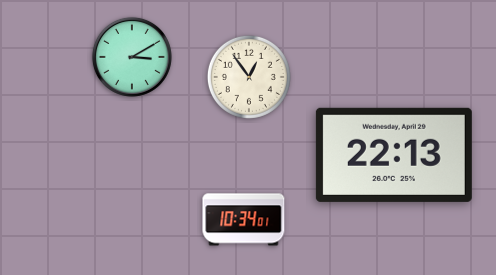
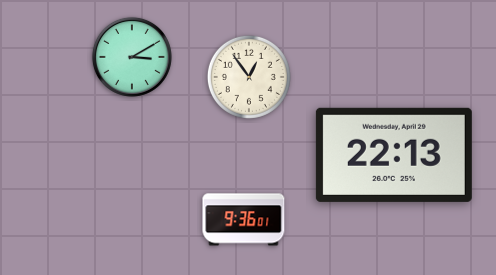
clock at (244, 220): 10:34 -> 9:36
